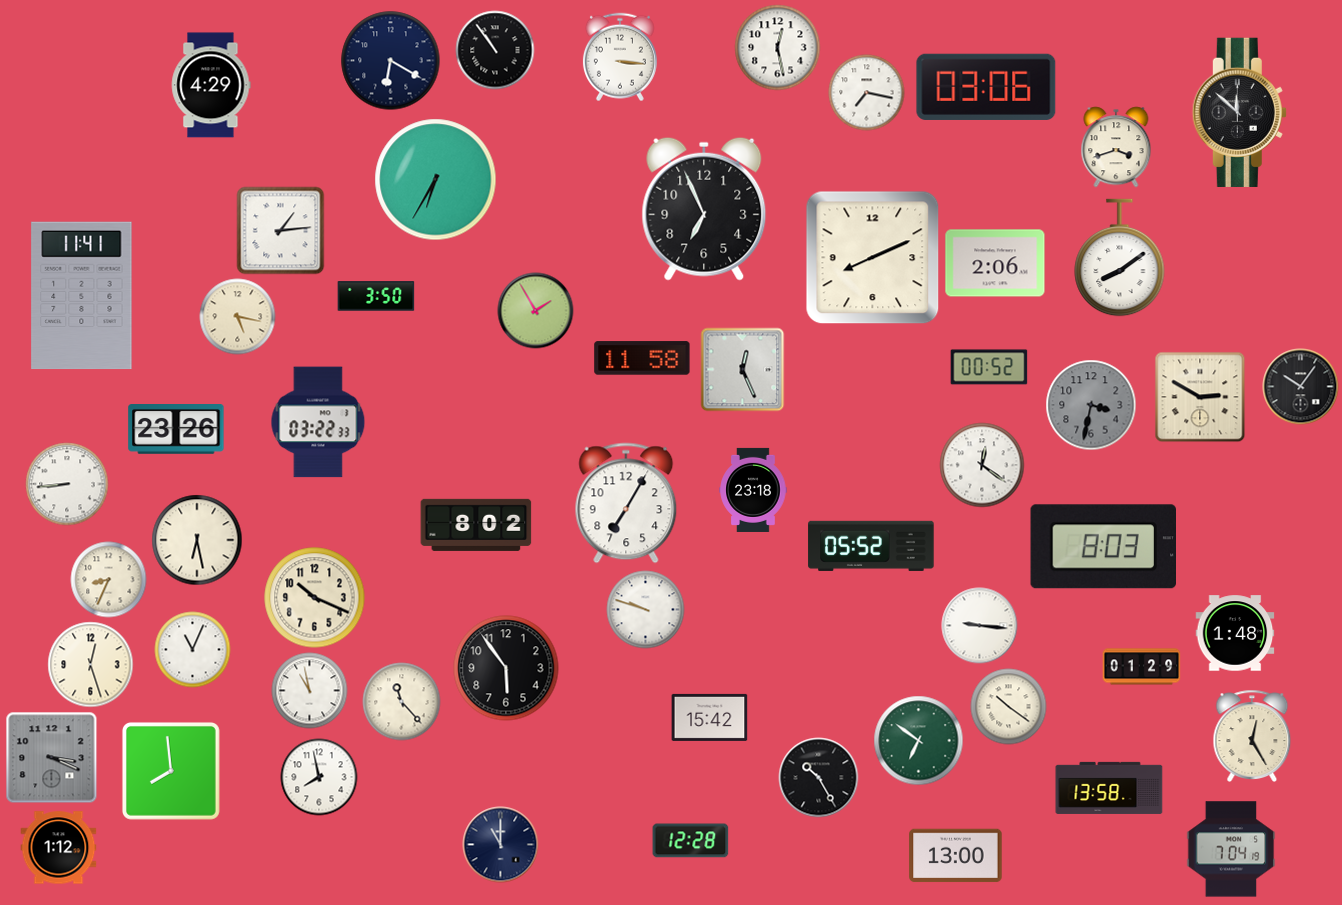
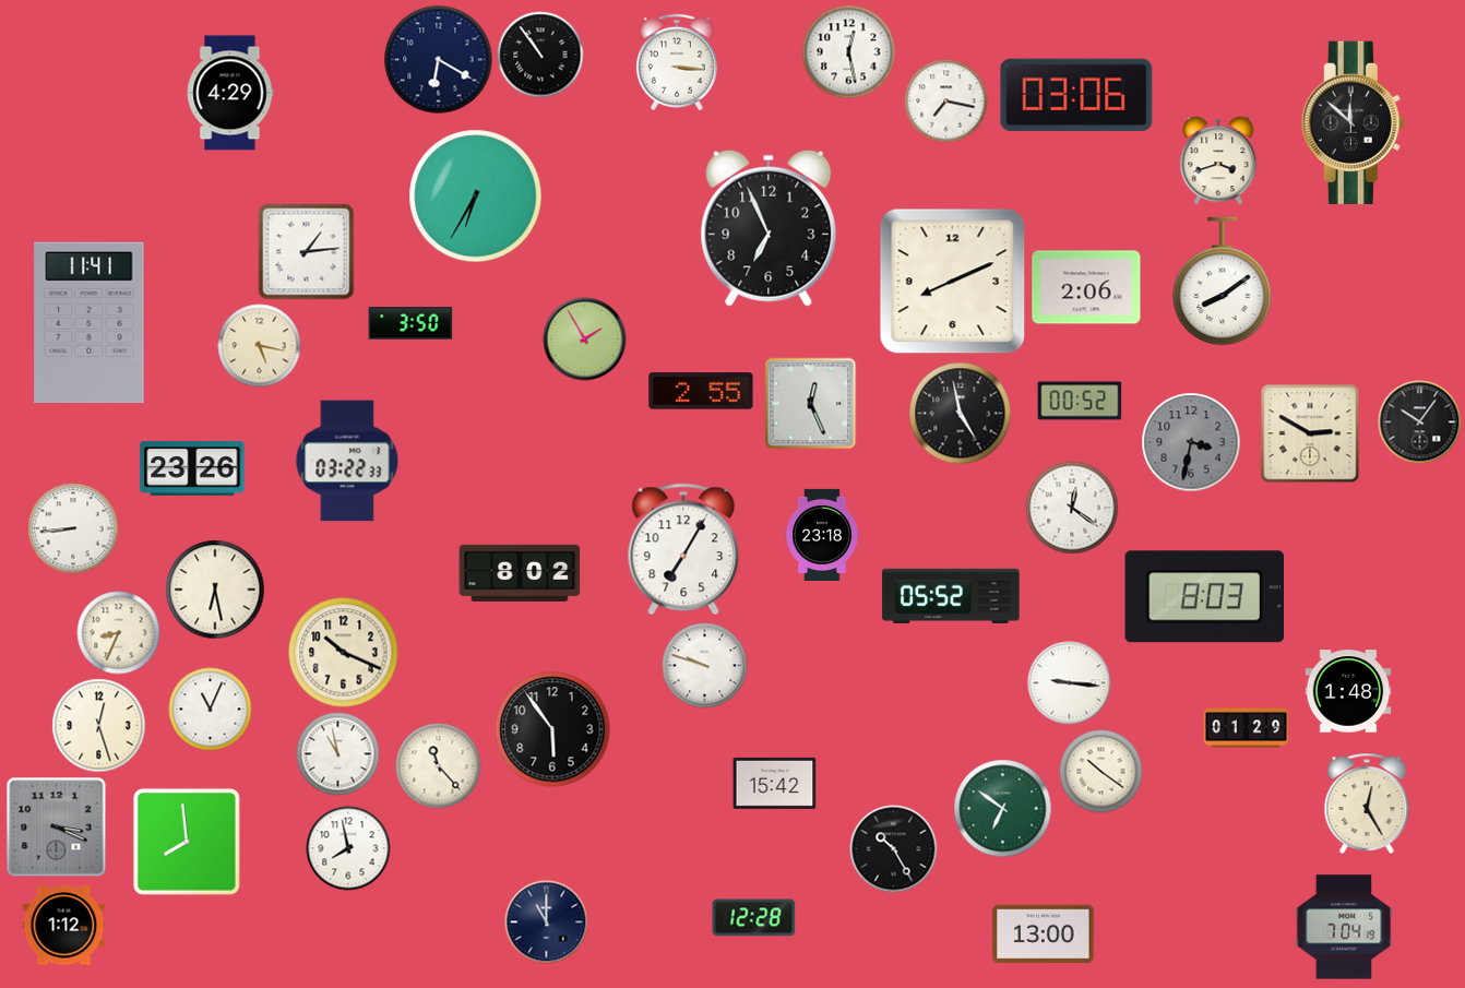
clock at (391, 61) position: (391, 61) -> (439, 60)
clock at (642, 358): 11:58 -> 2:55
clock at (961, 414): none -> 4:58
clock at (1109, 788): 13:58 -> none
